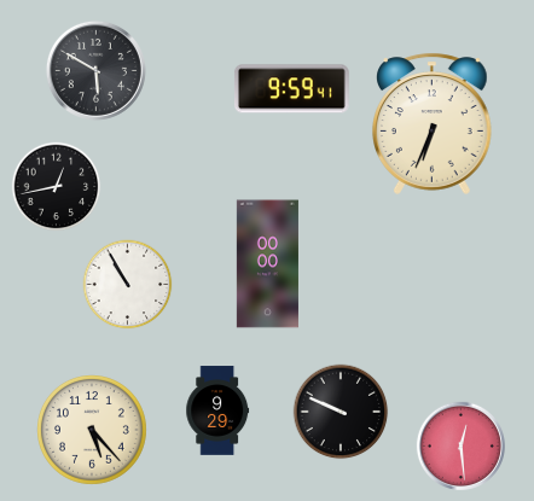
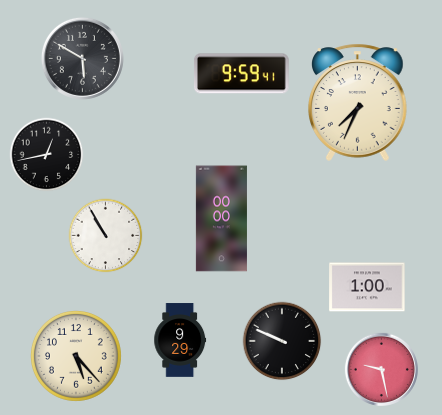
clock at (95, 70) position: (95, 70) -> (82, 58)
clock at (433, 123): 6:34 -> 7:34
clock at (367, 287): none -> 1:00
clock at (460, 445): 12:29 -> 9:28
